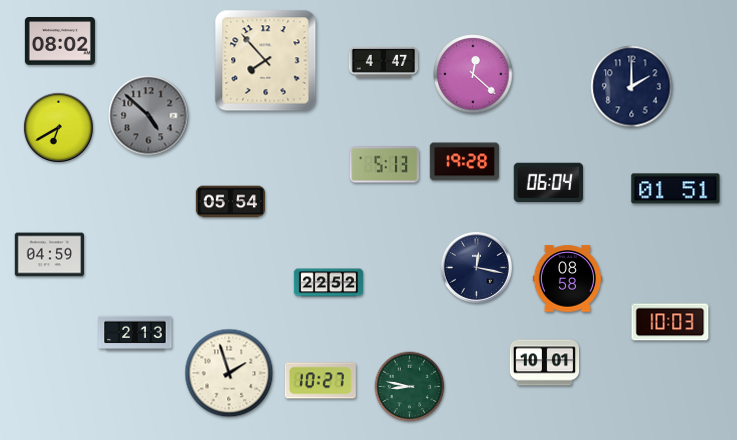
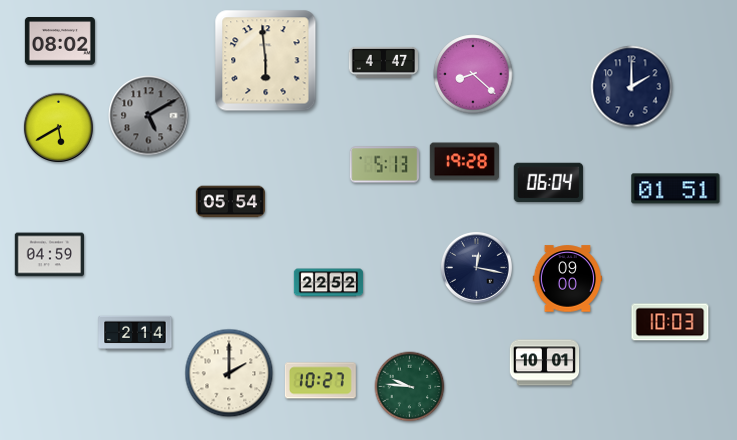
clock at (266, 61): 7:53 -> 5:59
clock at (473, 74): 12:22 -> 8:22
clock at (149, 116): 4:52 -> 5:10
clock at (58, 127): 6:40 -> 5:40
clock at (568, 279): 08:58 -> 09:00
clock at (135, 333): 2:13 -> 2:14
clock at (229, 373): 1:57 -> 2:00
clock at (410, 387): 8:47 -> 9:46
